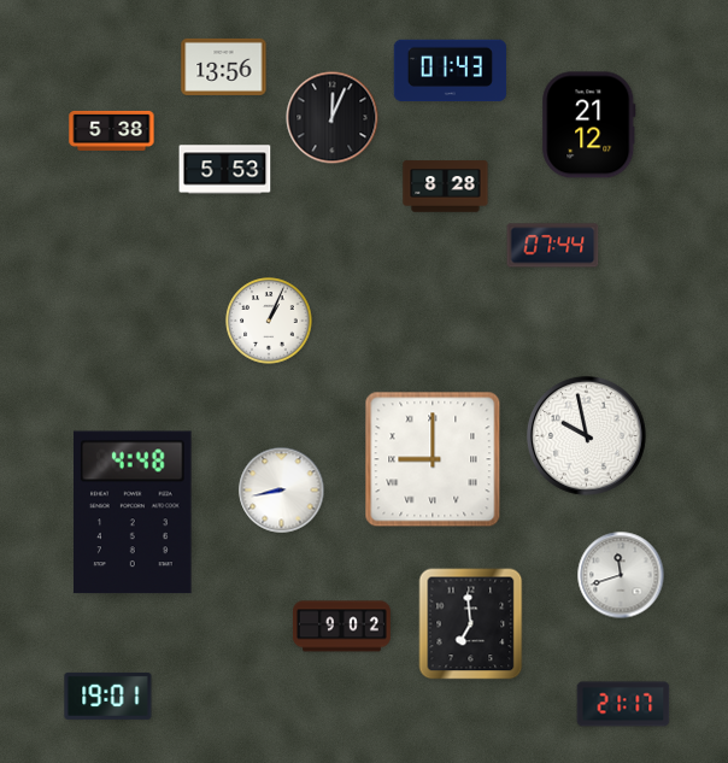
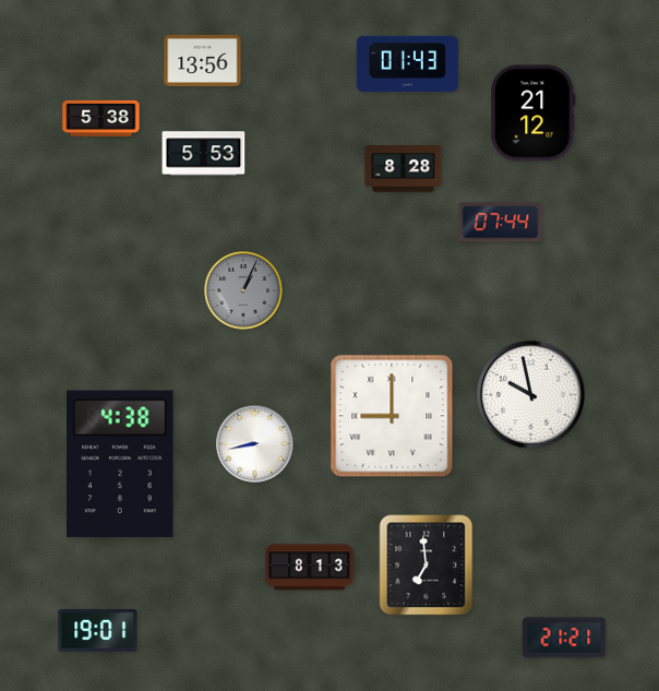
clock at (333, 118): 12:04 -> none
clock at (269, 321) dial: white -> grey
clock at (133, 512): 4:48 -> 4:38
clock at (621, 575): 11:42 -> none
clock at (341, 627): 9:02 -> 8:13
clock at (623, 704): 21:17 -> 21:21
